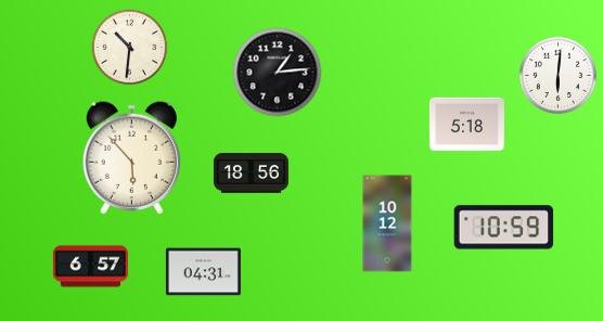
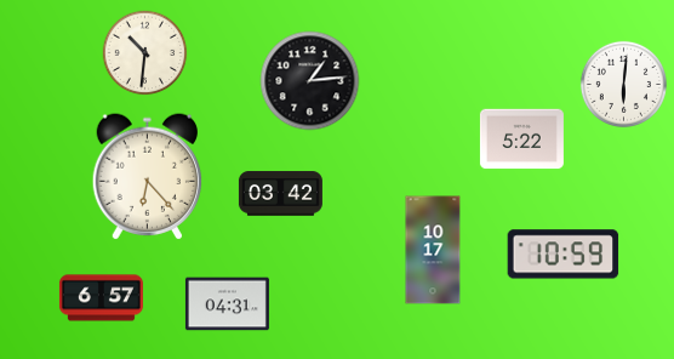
clock at (466, 125): 5:18 -> 5:22
clock at (132, 158): 5:53 -> 6:23
clock at (251, 174): 18:56 -> 03:42
clock at (387, 223): 10:12 -> 10:17
